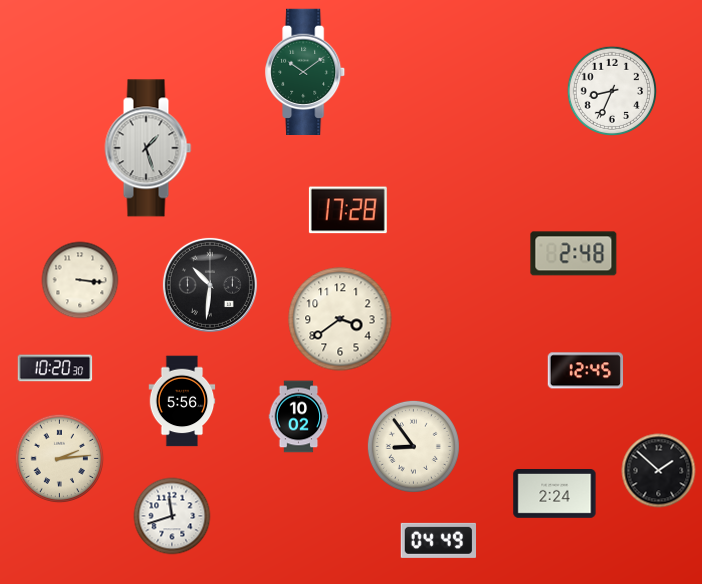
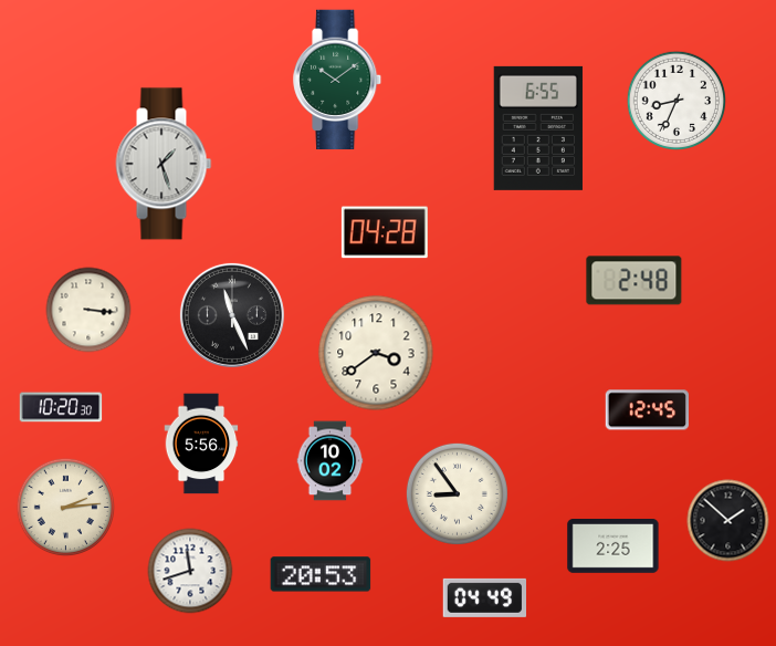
clock at (538, 128): none -> 6:55
clock at (348, 210): 17:28 -> 04:28
clock at (210, 285): 10:31 -> 11:26
clock at (555, 494): 2:24 -> 2:25
clock at (321, 574): none -> 20:53
